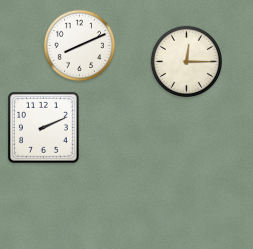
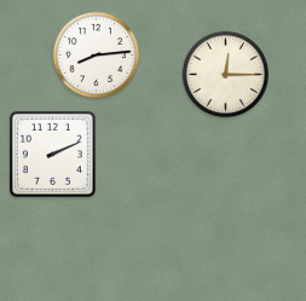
clock at (79, 45): 8:11 -> 8:14
